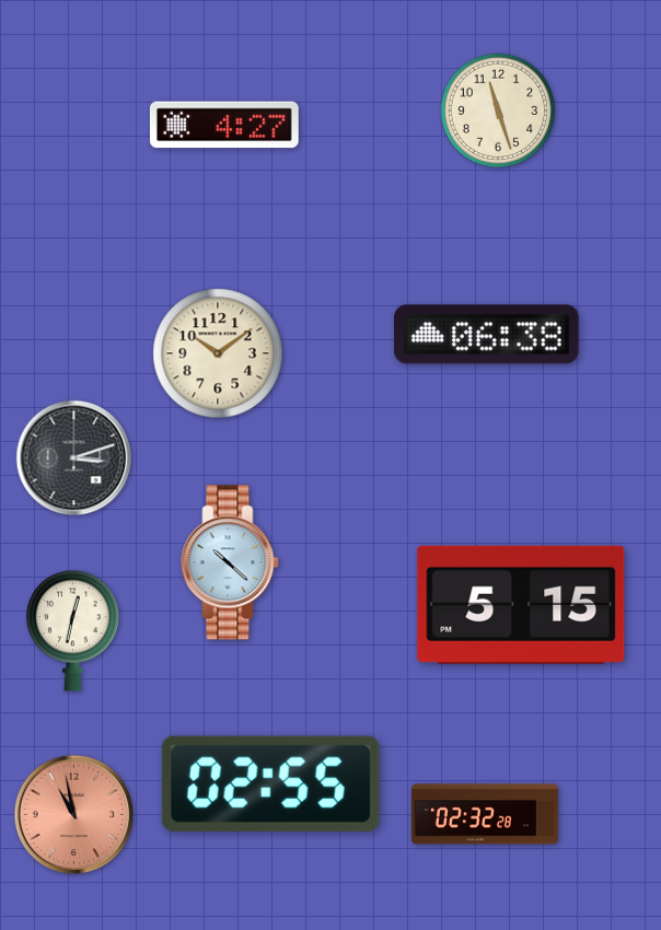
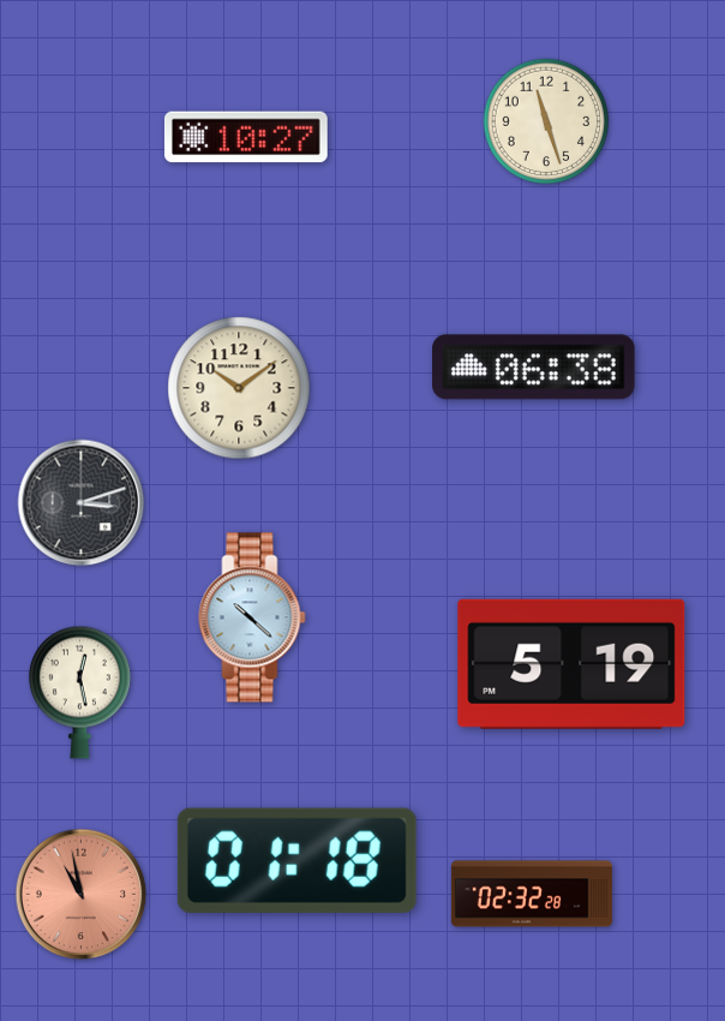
clock at (224, 125): 4:27 -> 10:27
clock at (521, 605): 5:15 -> 5:19
clock at (72, 630): 12:32 -> 12:28
clock at (270, 783): 02:55 -> 01:18
